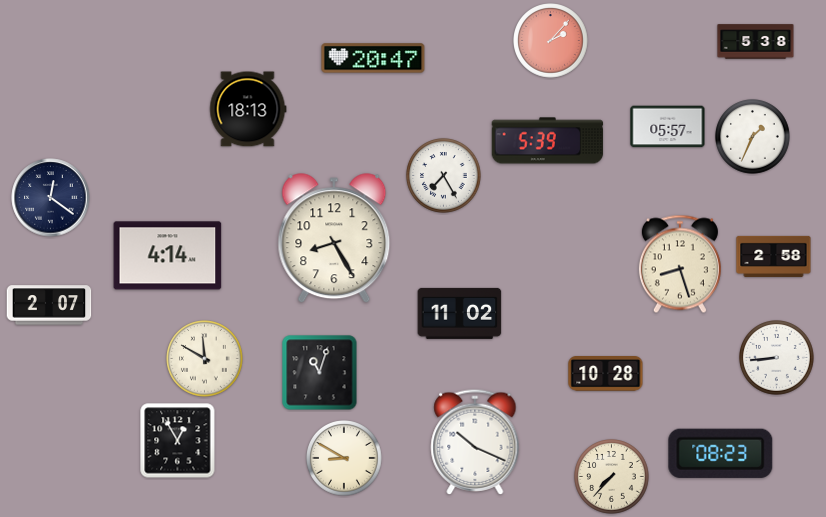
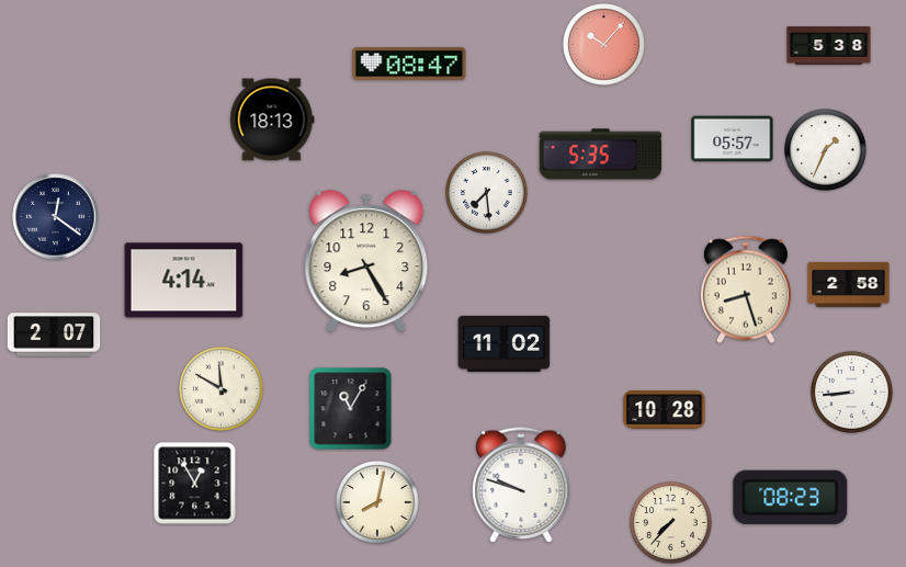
clock at (551, 41): 2:07 -> 10:07
clock at (373, 58): 20:47 -> 08:47
clock at (548, 141): 5:39 -> 5:35
clock at (444, 176): 7:25 -> 7:29
clock at (774, 256) position: (774, 256) -> (849, 284)
clock at (205, 359) position: (205, 359) -> (222, 389)
clock at (320, 373): 11:03 -> 11:05
clock at (475, 442): 10:19 -> 9:48
clock at (344, 458): 8:50 -> 8:02
